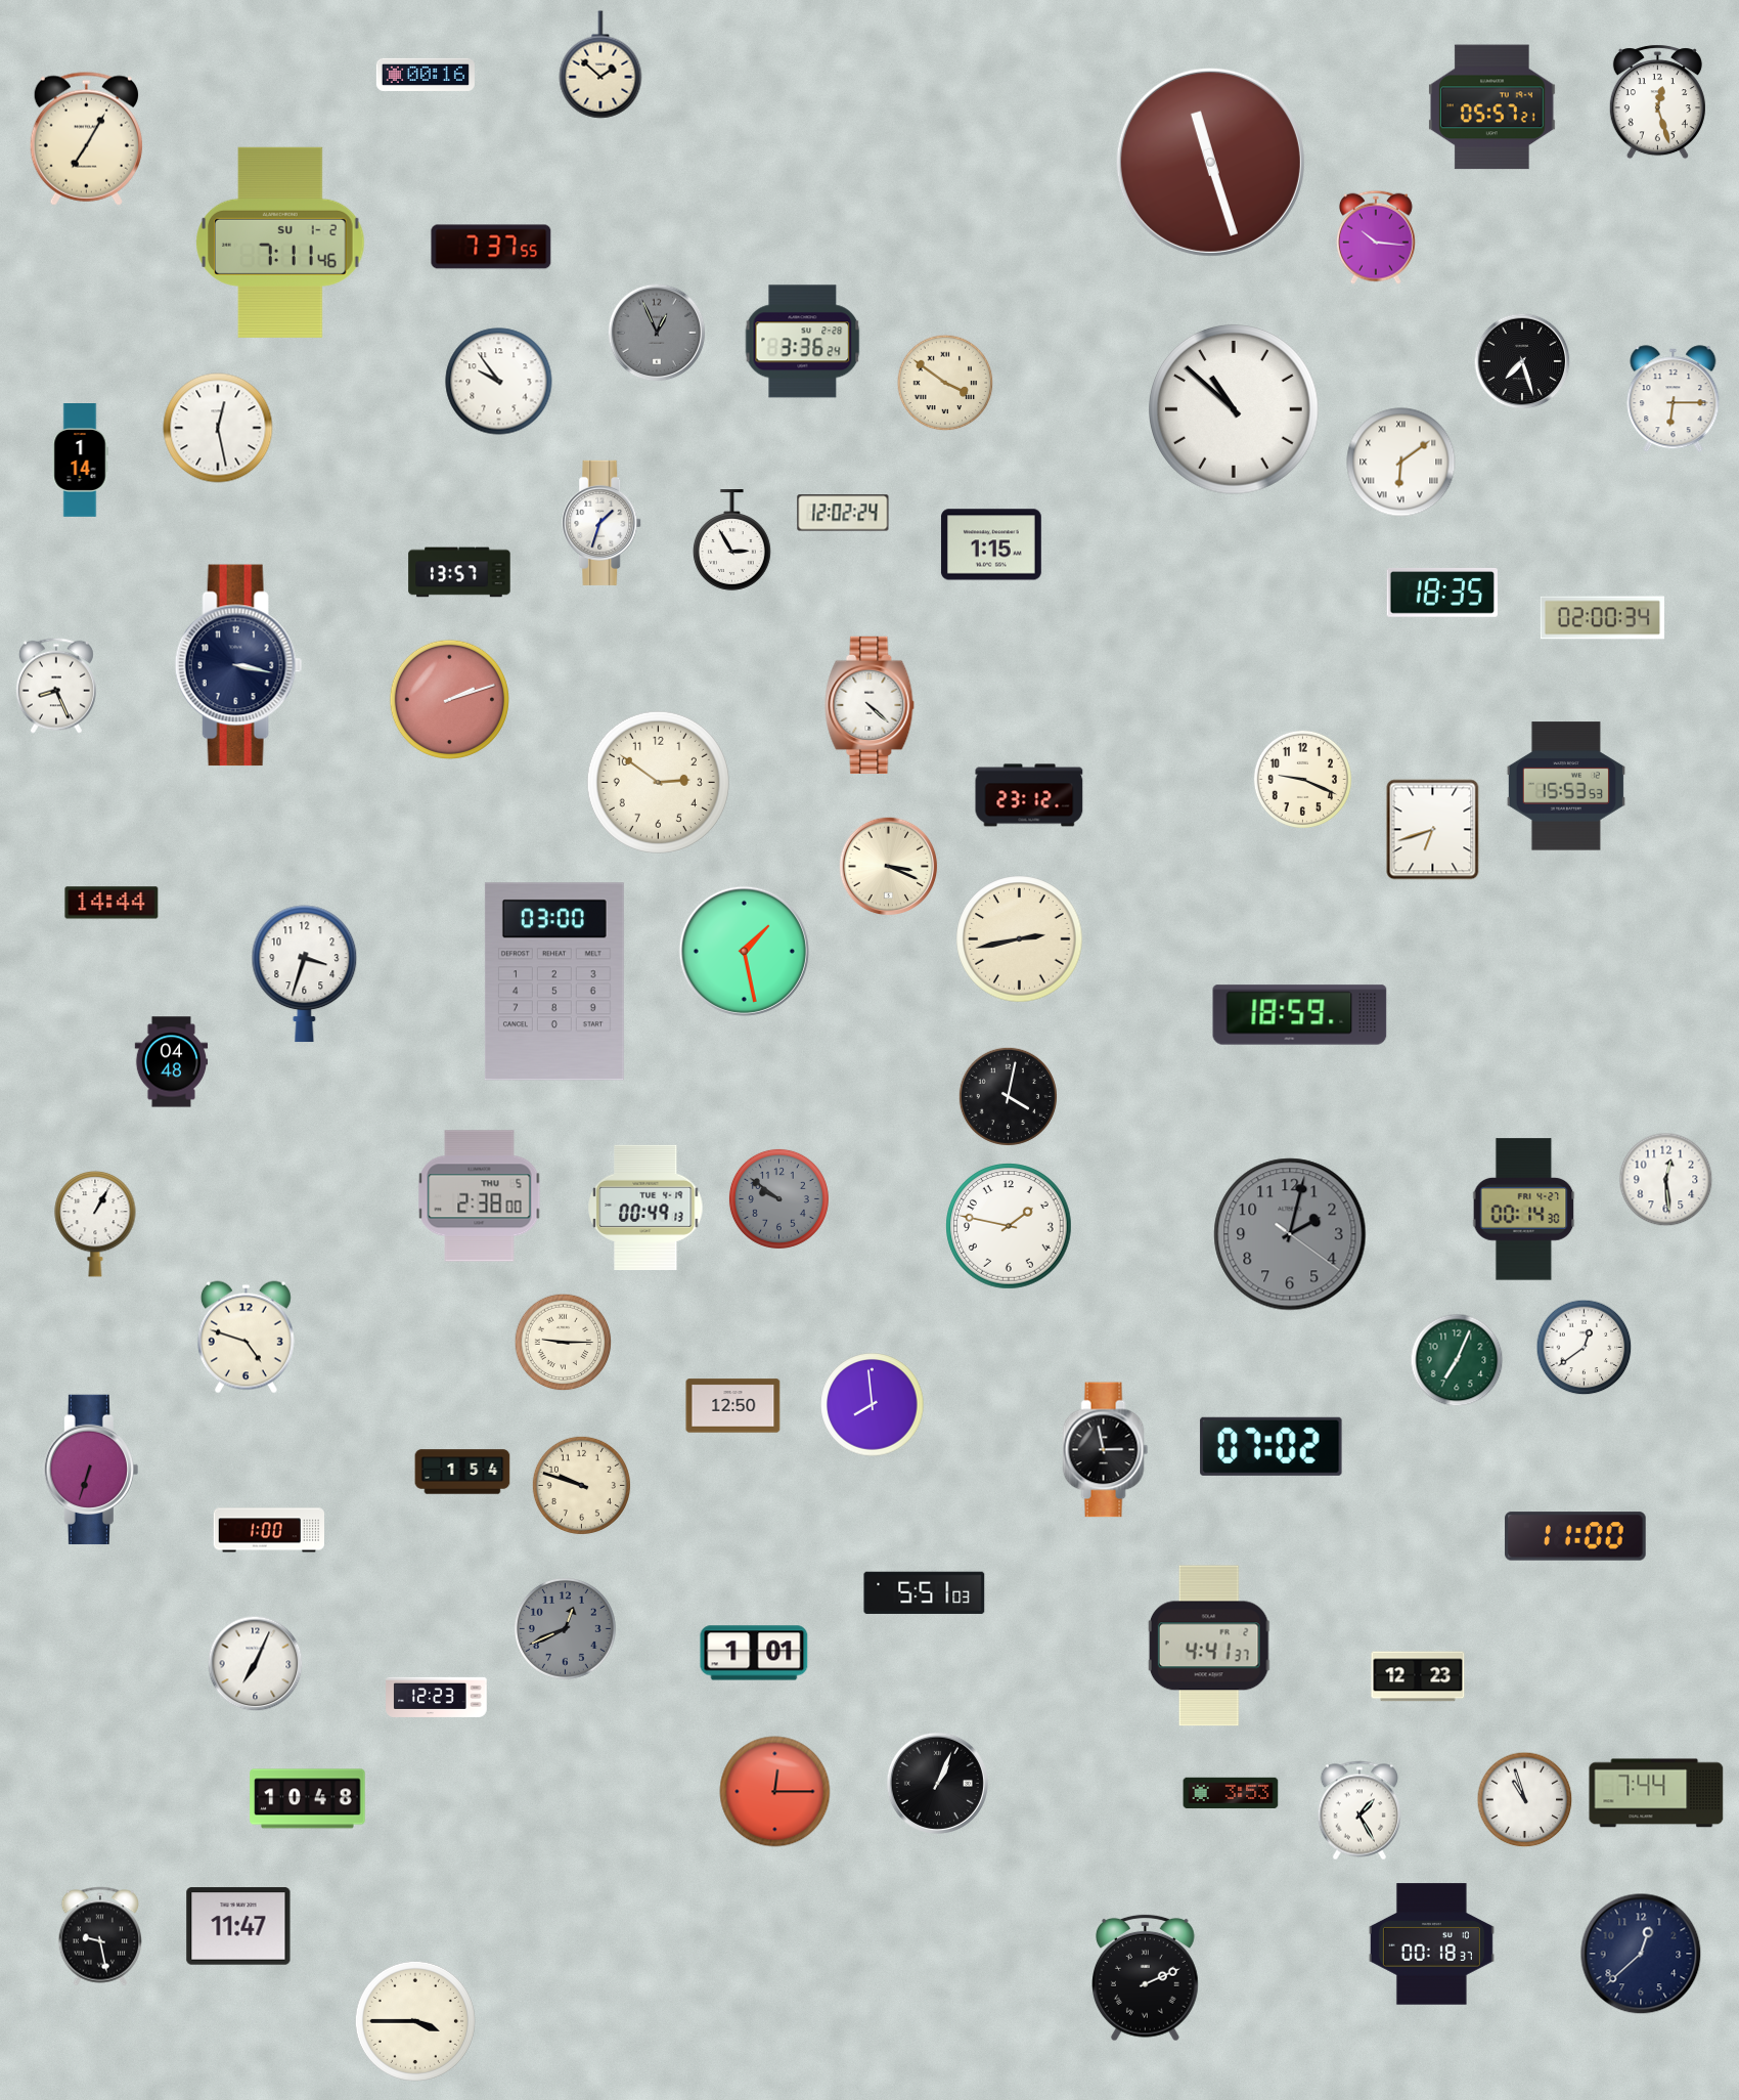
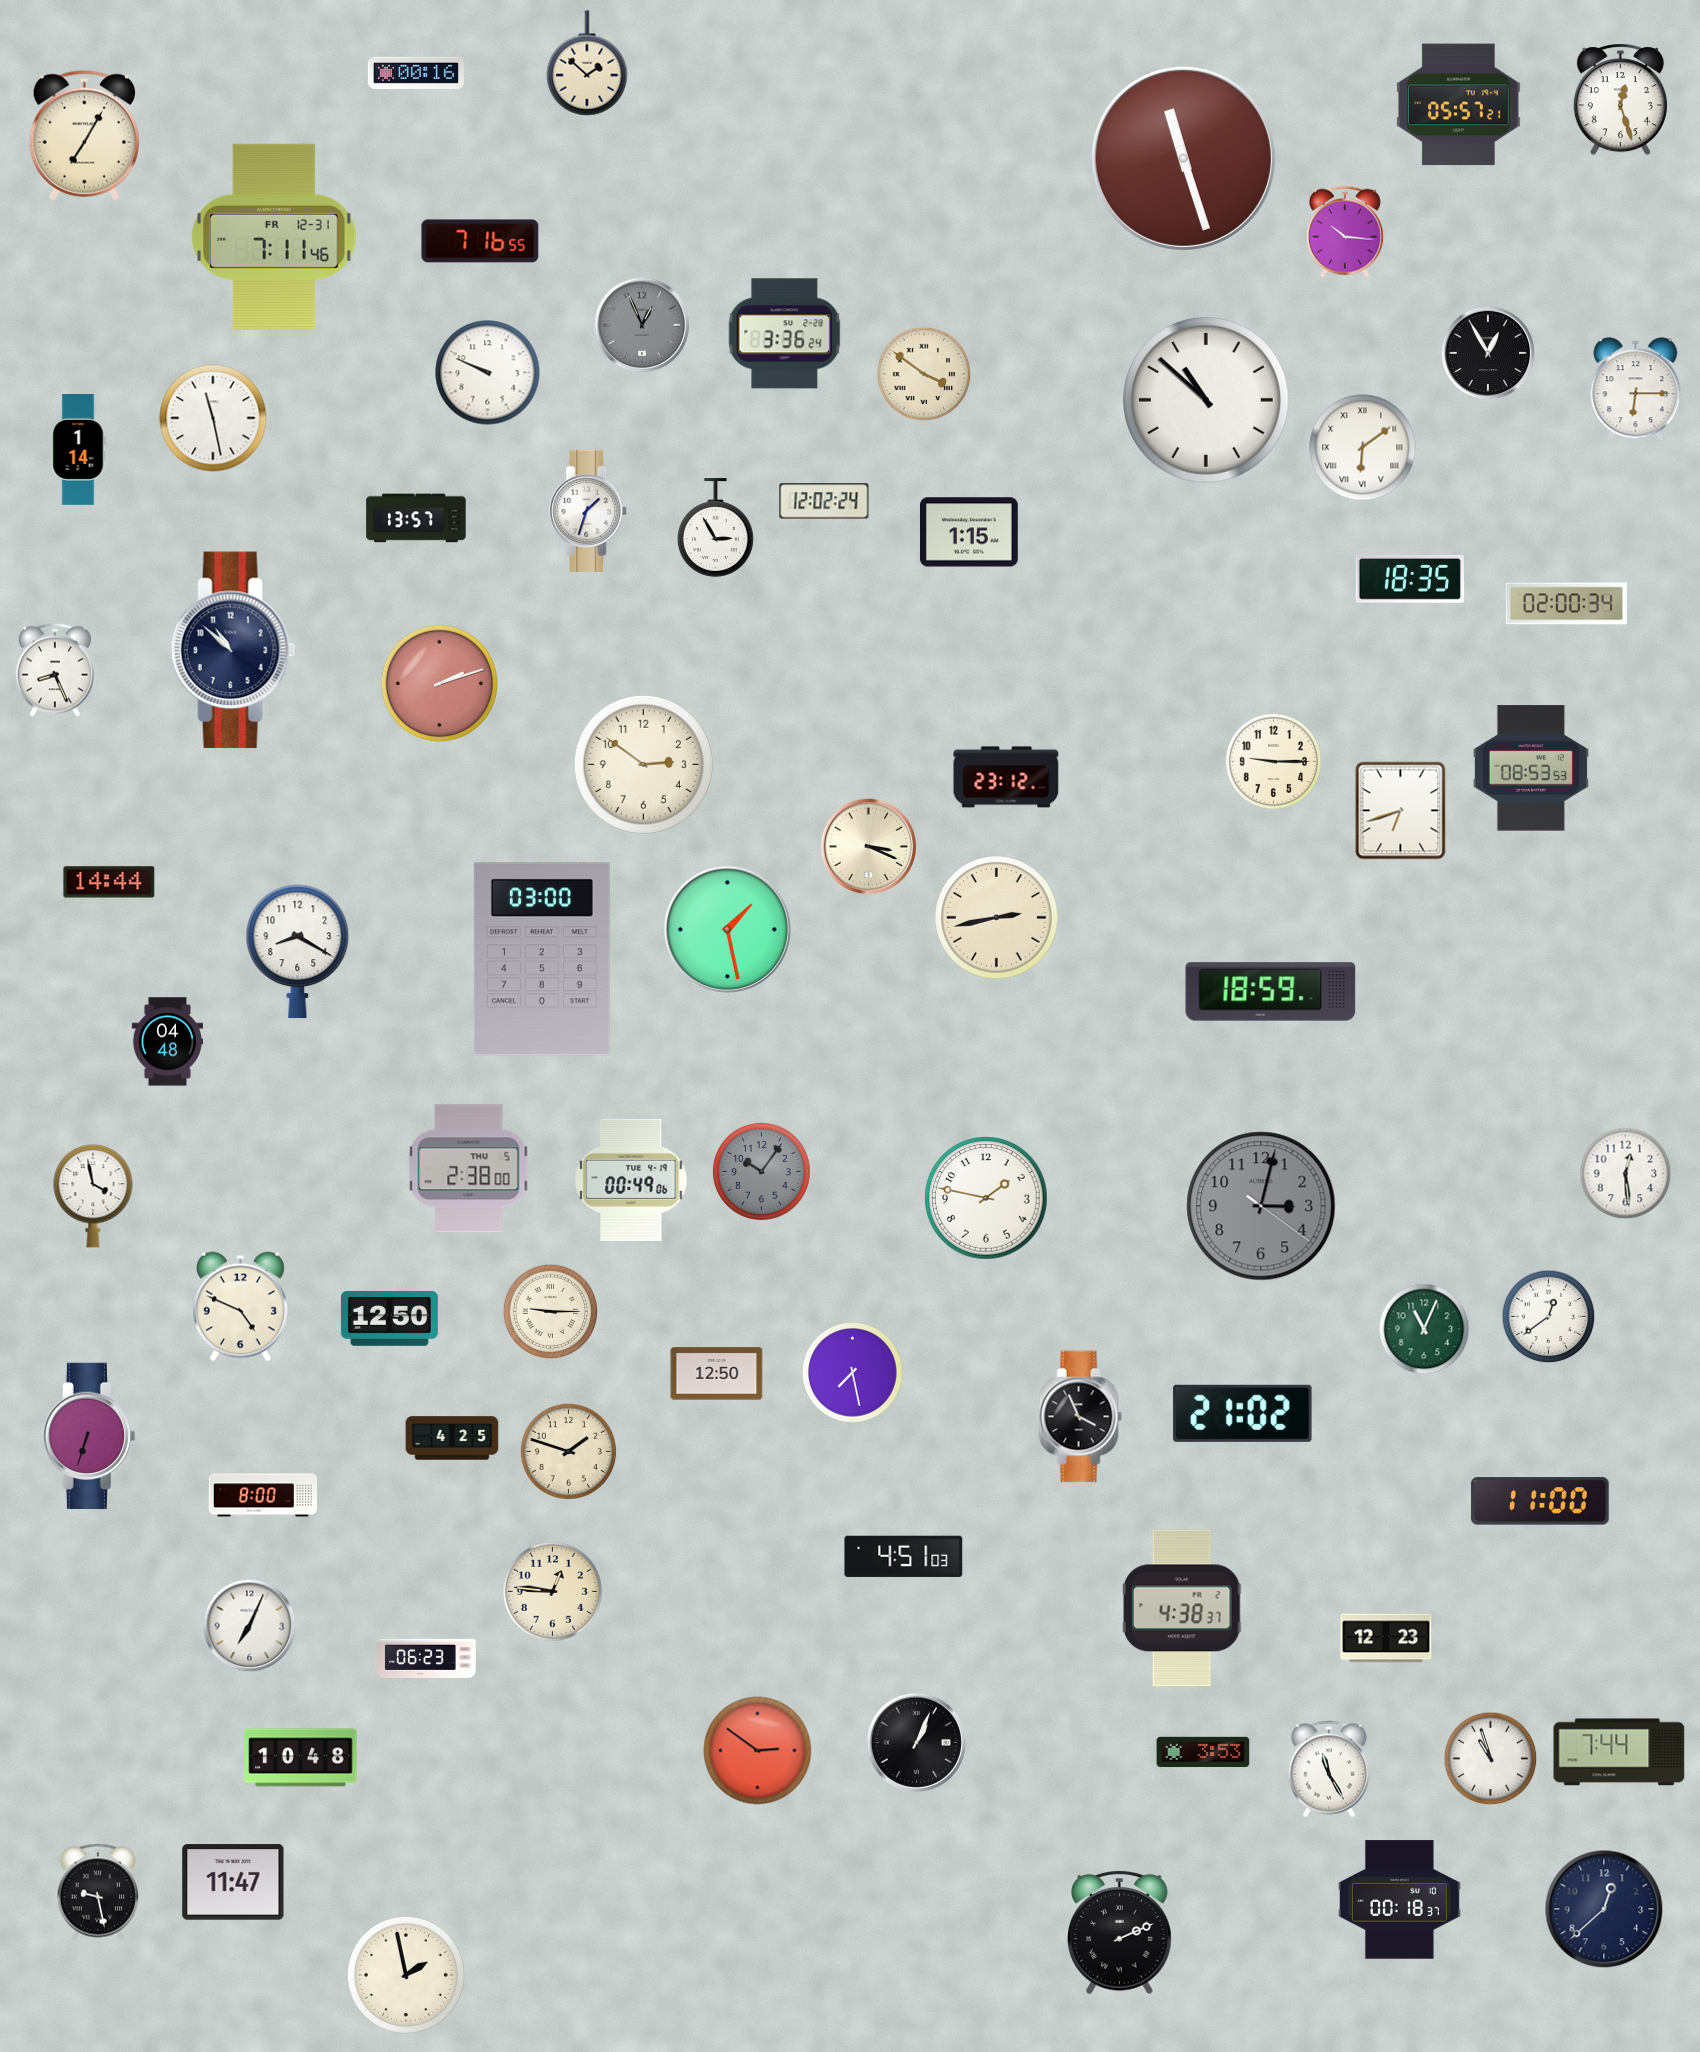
clock at (280, 243) date: SU 1-2 -> FR 12-31
clock at (491, 247): 7:37 -> 7:16
clock at (1522, 361): 7:27 -> 12:55
clock at (499, 382): 9:54 -> 9:49
clock at (218, 428): 12:28 -> 11:28
clock at (1401, 463) position: (1401, 463) -> (1363, 448)
clock at (459, 572) position: (459, 572) -> (416, 518)
clock at (238, 665): 3:17 -> 10:52
clock at (869, 705): 4:22 -> none
clock at (1302, 779): 9:19 -> 9:15
clock at (1566, 786): 15:53 -> 08:53
clock at (305, 973): 3:33 -> 8:20
clock at (172, 1062) position: (172, 1062) -> (168, 1042)
clock at (1008, 1096): 4:02 -> none
clock at (1666, 1180) position: (1666, 1180) -> (1626, 1174)
clock at (778, 1198): 9:51 -> 10:06
clock at (645, 1208): 00:49:13 -> 00:49:06
clock at (1524, 1210): 00:14 -> none
clock at (95, 1225): 1:05 -> 3:58
clock at (1290, 1234): 2:02 -> 3:02
clock at (246, 1338): 4:48 -> 4:49
clock at (389, 1318): none -> 12:50
clock at (1457, 1360): 7:04 -> 11:04
clock at (873, 1405): 7:59 -> 7:28
clock at (1272, 1446): 07:02 -> 21:02
clock at (1106, 1450): 2:58 -> 3:56
clock at (462, 1472): 1:54 -> 4:25
clock at (581, 1485): 9:48 -> 1:48
clock at (268, 1530): 1:00 -> 8:00
clock at (925, 1592): 5:51 -> 4:51
clock at (565, 1628): 12:41 -> 12:46
clock at (565, 1628) dial: grey -> cream
clock at (1209, 1646): 4:41 -> 4:38
clock at (754, 1653): 1:01 -> none
clock at (437, 1697): 12:23 -> 06:23
clock at (775, 1792): 12:15 -> 2:51
clock at (1358, 1810): 1:25 -> 11:25
clock at (415, 2021): 3:45 -> 1:58
